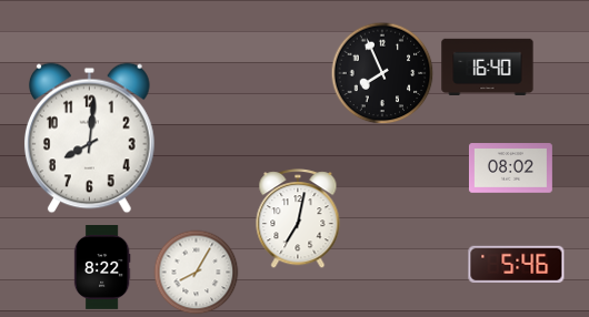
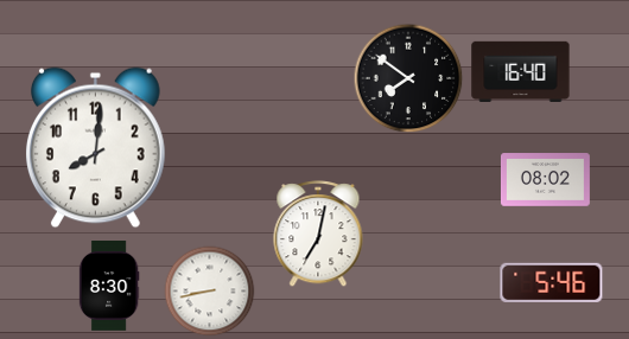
clock at (382, 73): 7:56 -> 7:51
clock at (102, 268): 8:22 -> 8:30
clock at (197, 273): 8:05 -> 8:43
